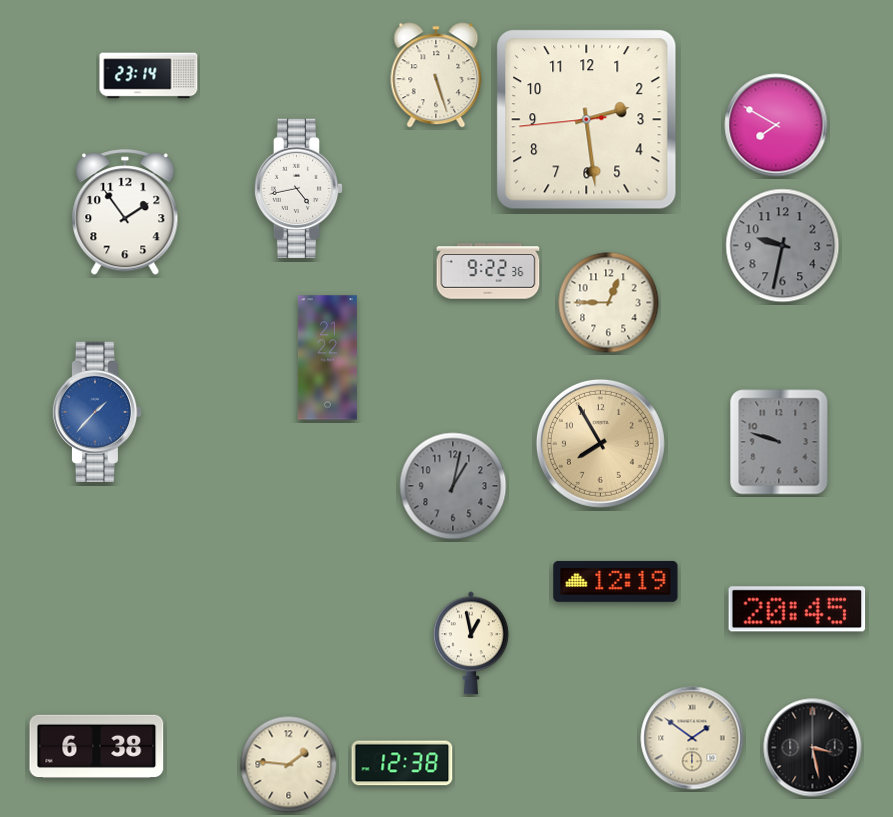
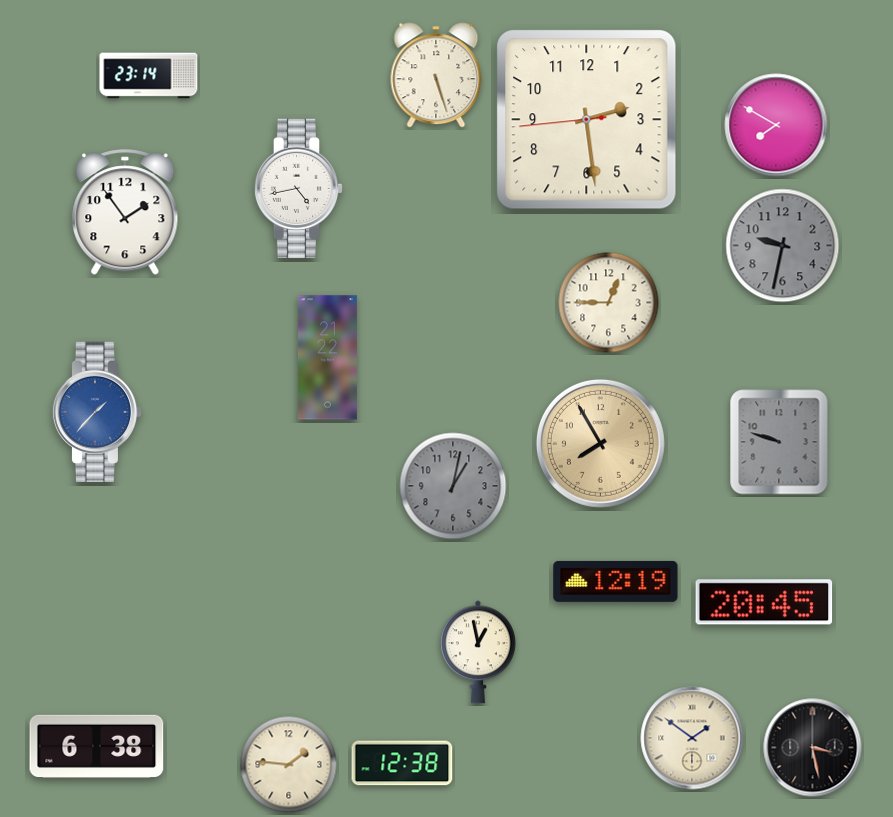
clock at (488, 271): 9:22 -> none
clock at (797, 609) position: (797, 609) -> (764, 602)
clock at (471, 643) position: (471, 643) -> (478, 652)
